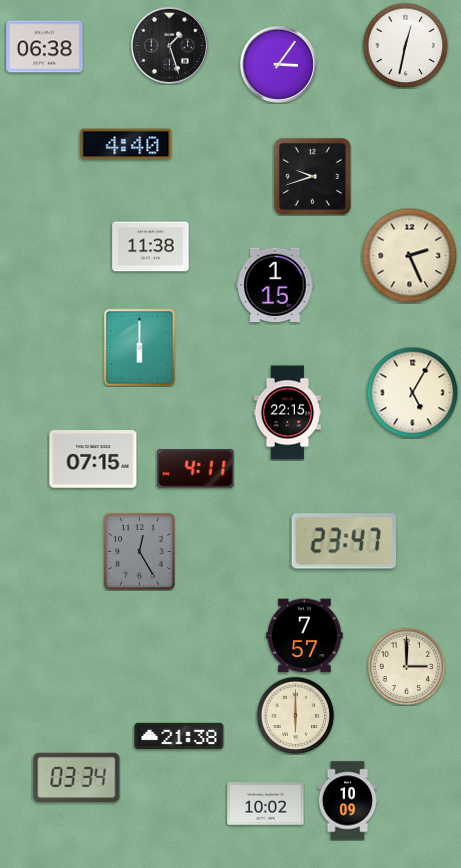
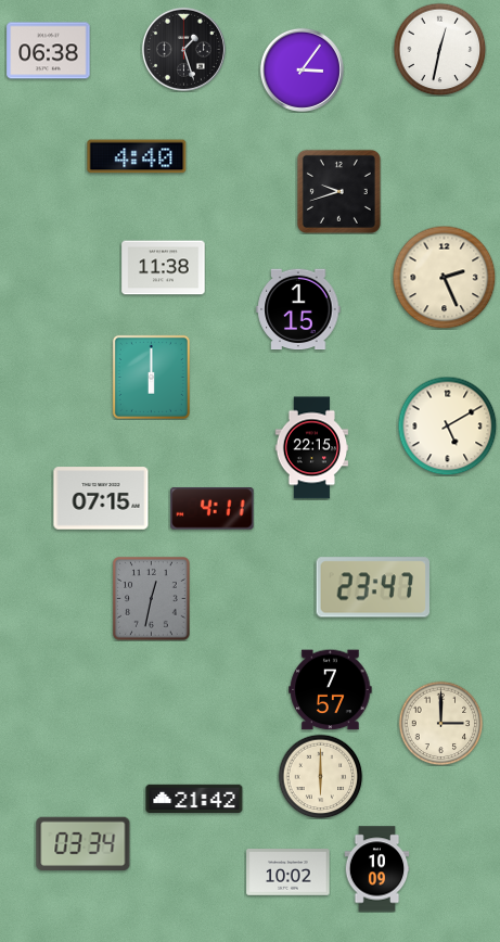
clock at (412, 392): 5:05 -> 5:10
clock at (140, 552): 12:25 -> 12:32
clock at (179, 735): 21:38 -> 21:42
